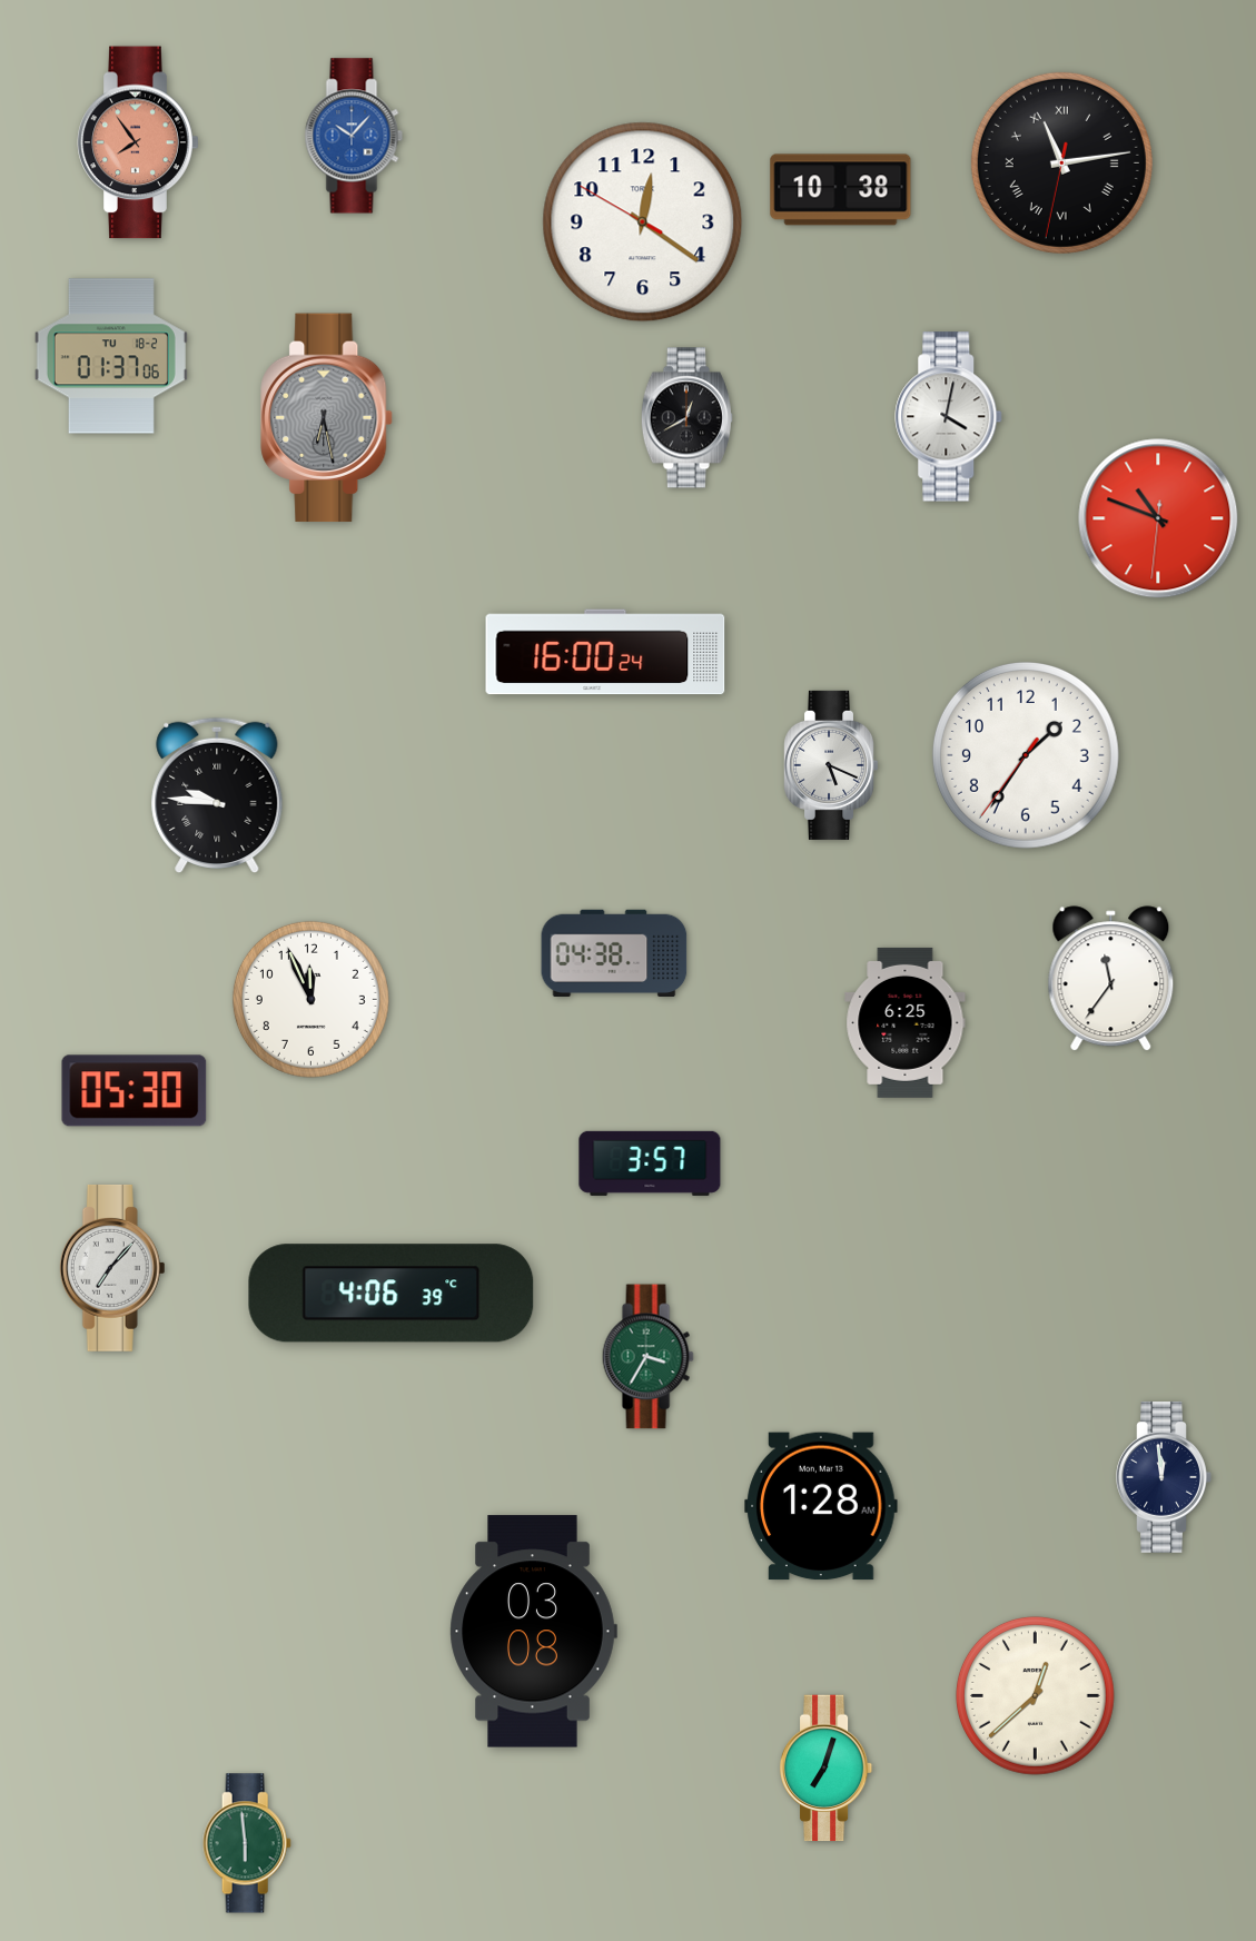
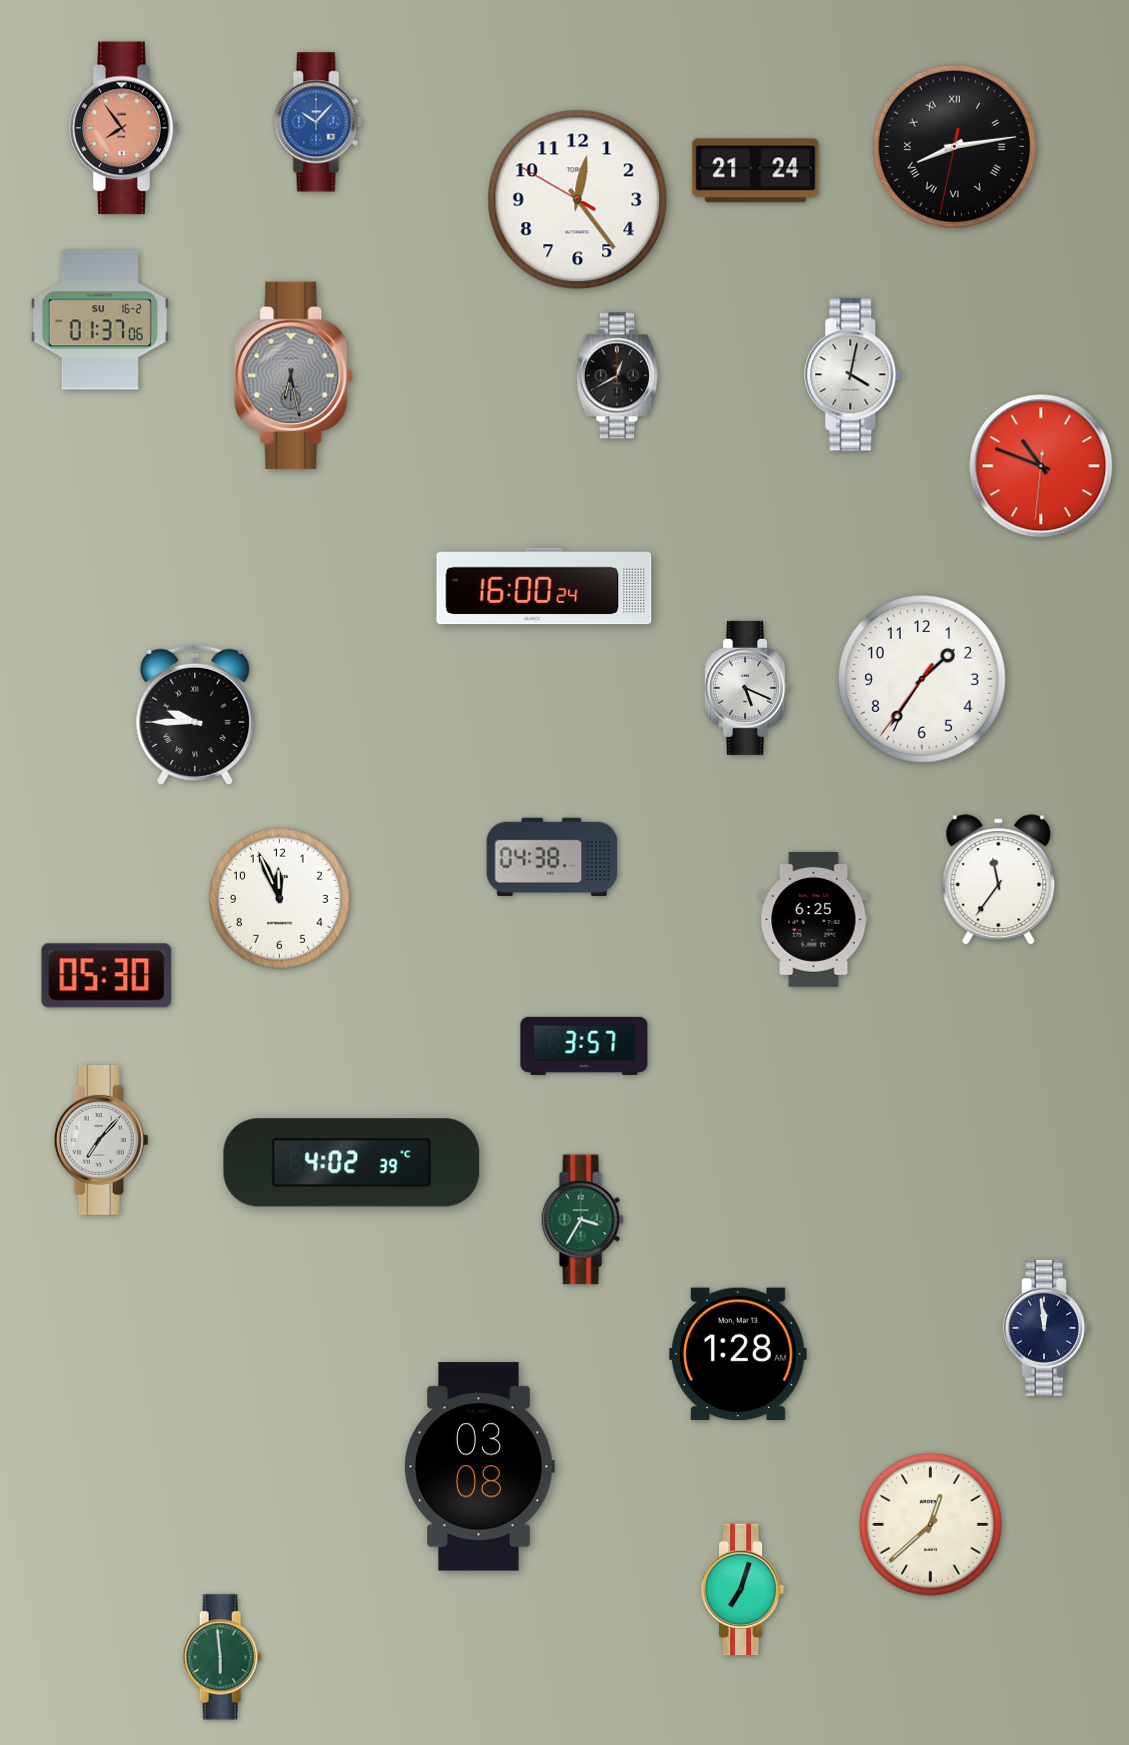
clock at (1061, 162): 11:13 -> 8:13
clock at (841, 190): 10:38 -> 21:24
clock at (643, 222): 12:20 -> 12:23
clock at (111, 356) date: TU 18-2 -> SU 16-2
clock at (217, 795): 9:46 -> 9:45
clock at (135, 1091) position: (135, 1091) -> (107, 976)
clock at (392, 1294): 4:06 -> 4:02
